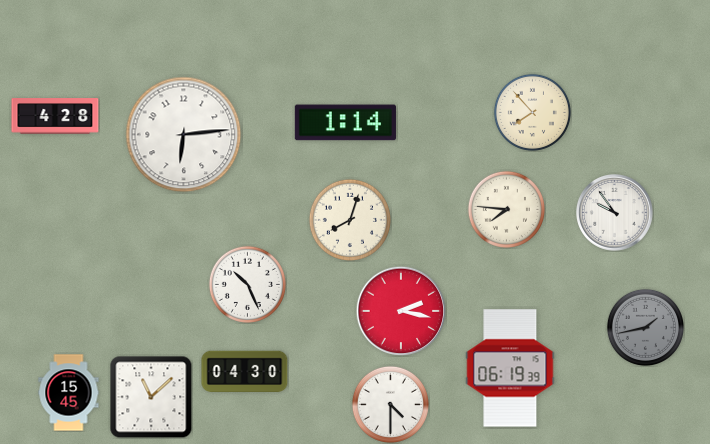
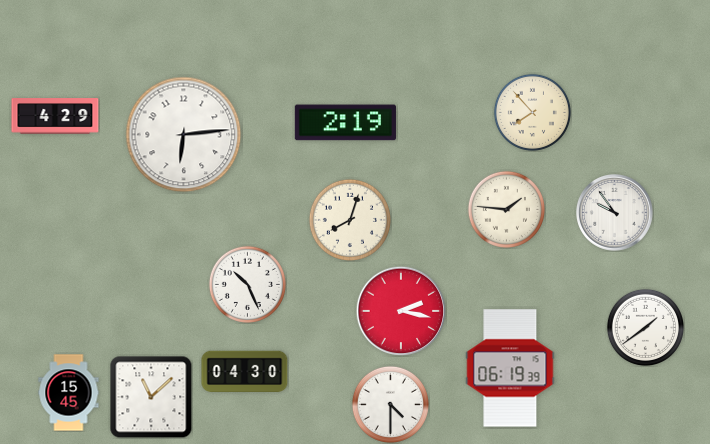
clock at (55, 116): 4:28 -> 4:29
clock at (345, 123): 1:14 -> 2:19
clock at (506, 209): 7:46 -> 1:46
clock at (645, 327): 1:43 -> 1:39
clock at (645, 327) dial: grey -> white
